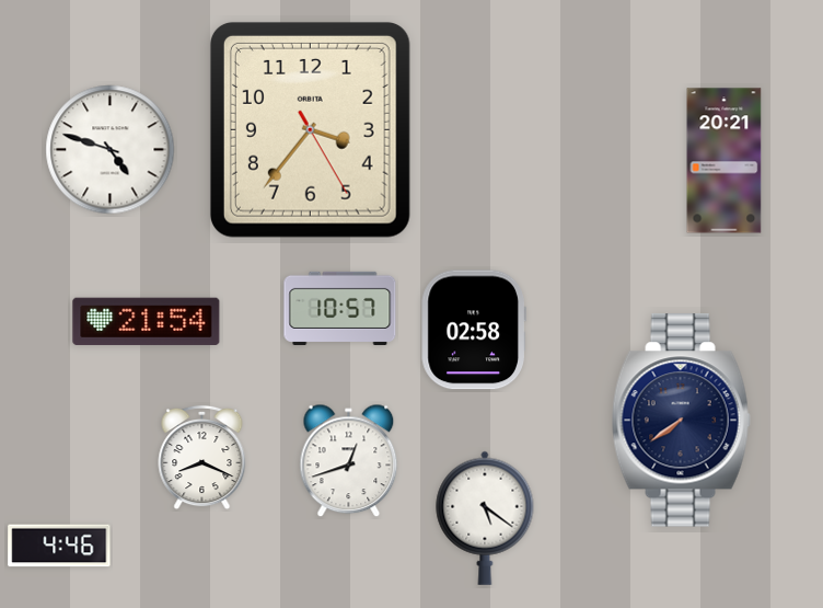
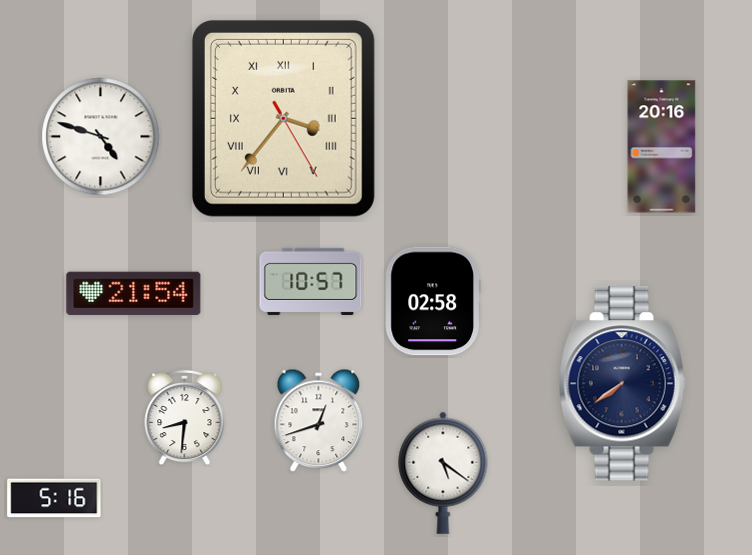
clock at (310, 129) numerals: Arabic -> Roman
clock at (725, 161): 20:21 -> 20:16
clock at (202, 458): 8:19 -> 8:31
clock at (59, 546): 4:46 -> 5:16
